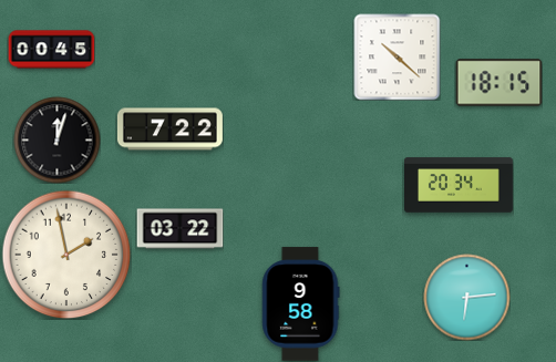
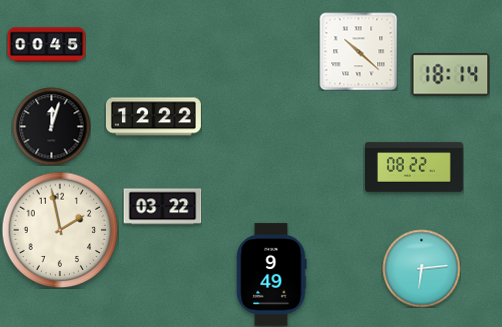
clock at (498, 83): 18:15 -> 18:14
clock at (169, 130): 7:22 -> 12:22
clock at (460, 185): 20:34 -> 08:22
clock at (301, 304): 9:58 -> 9:49
